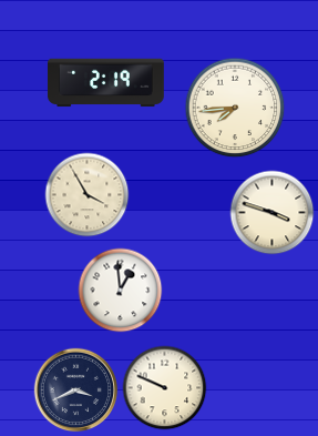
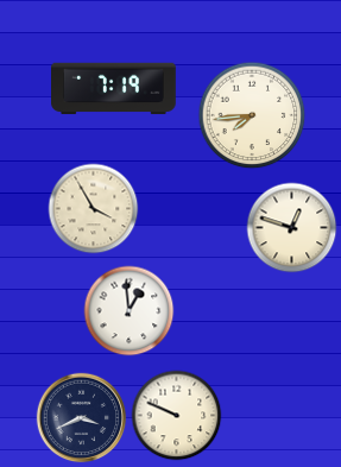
clock at (106, 83): 2:19 -> 7:19
clock at (273, 213): 3:48 -> 12:48
